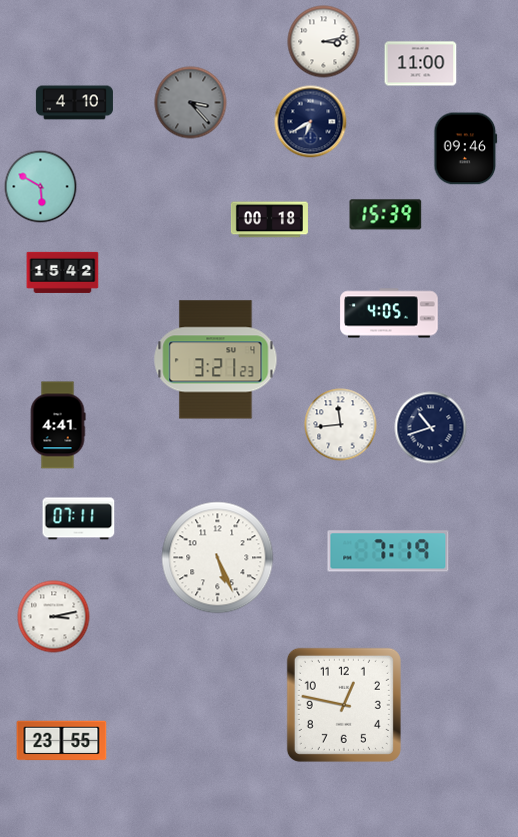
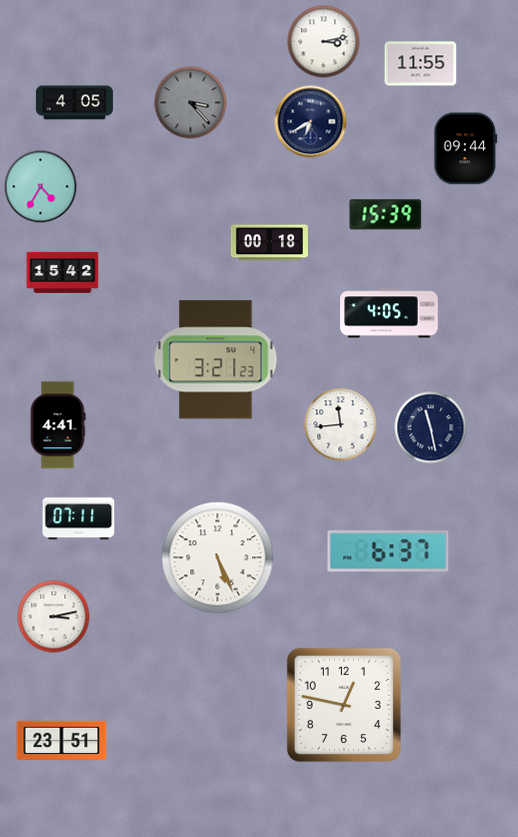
clock at (421, 64): 11:00 -> 11:55
clock at (74, 103): 4:10 -> 4:05
clock at (466, 149): 09:46 -> 09:44
clock at (41, 187): 5:50 -> 4:35
clock at (269, 220) position: (269, 220) -> (269, 243)
clock at (431, 428): 10:42 -> 11:28
clock at (388, 551): 7:19 -> 6:37
clock at (62, 741): 23:55 -> 23:51
